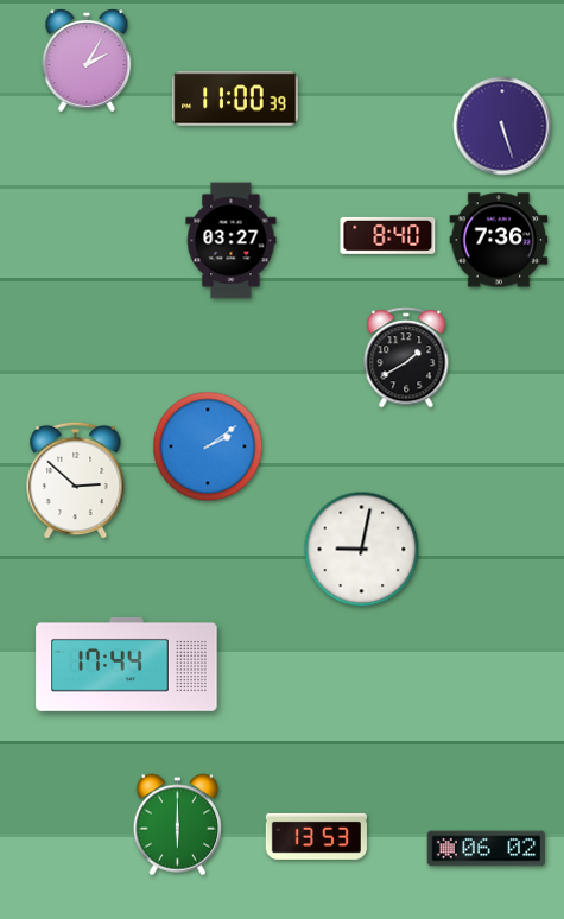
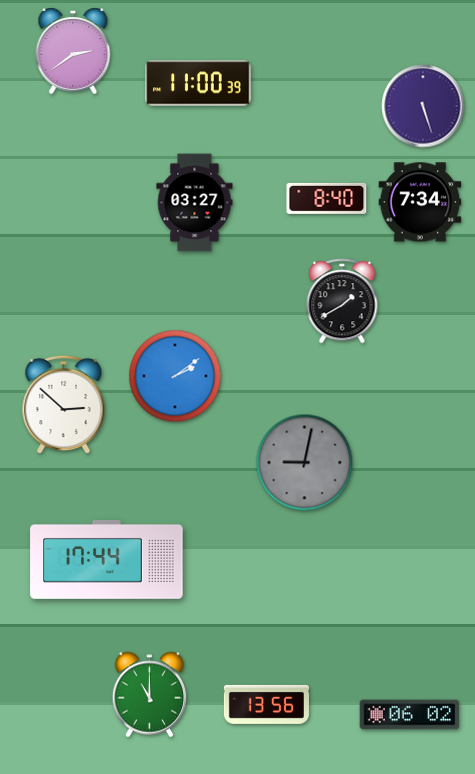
clock at (87, 61): 2:05 -> 2:39
clock at (499, 240): 7:36 -> 7:34
clock at (362, 550) dial: white -> grey
clock at (178, 825): 6:00 -> 11:00
clock at (316, 836): 13:53 -> 13:56
